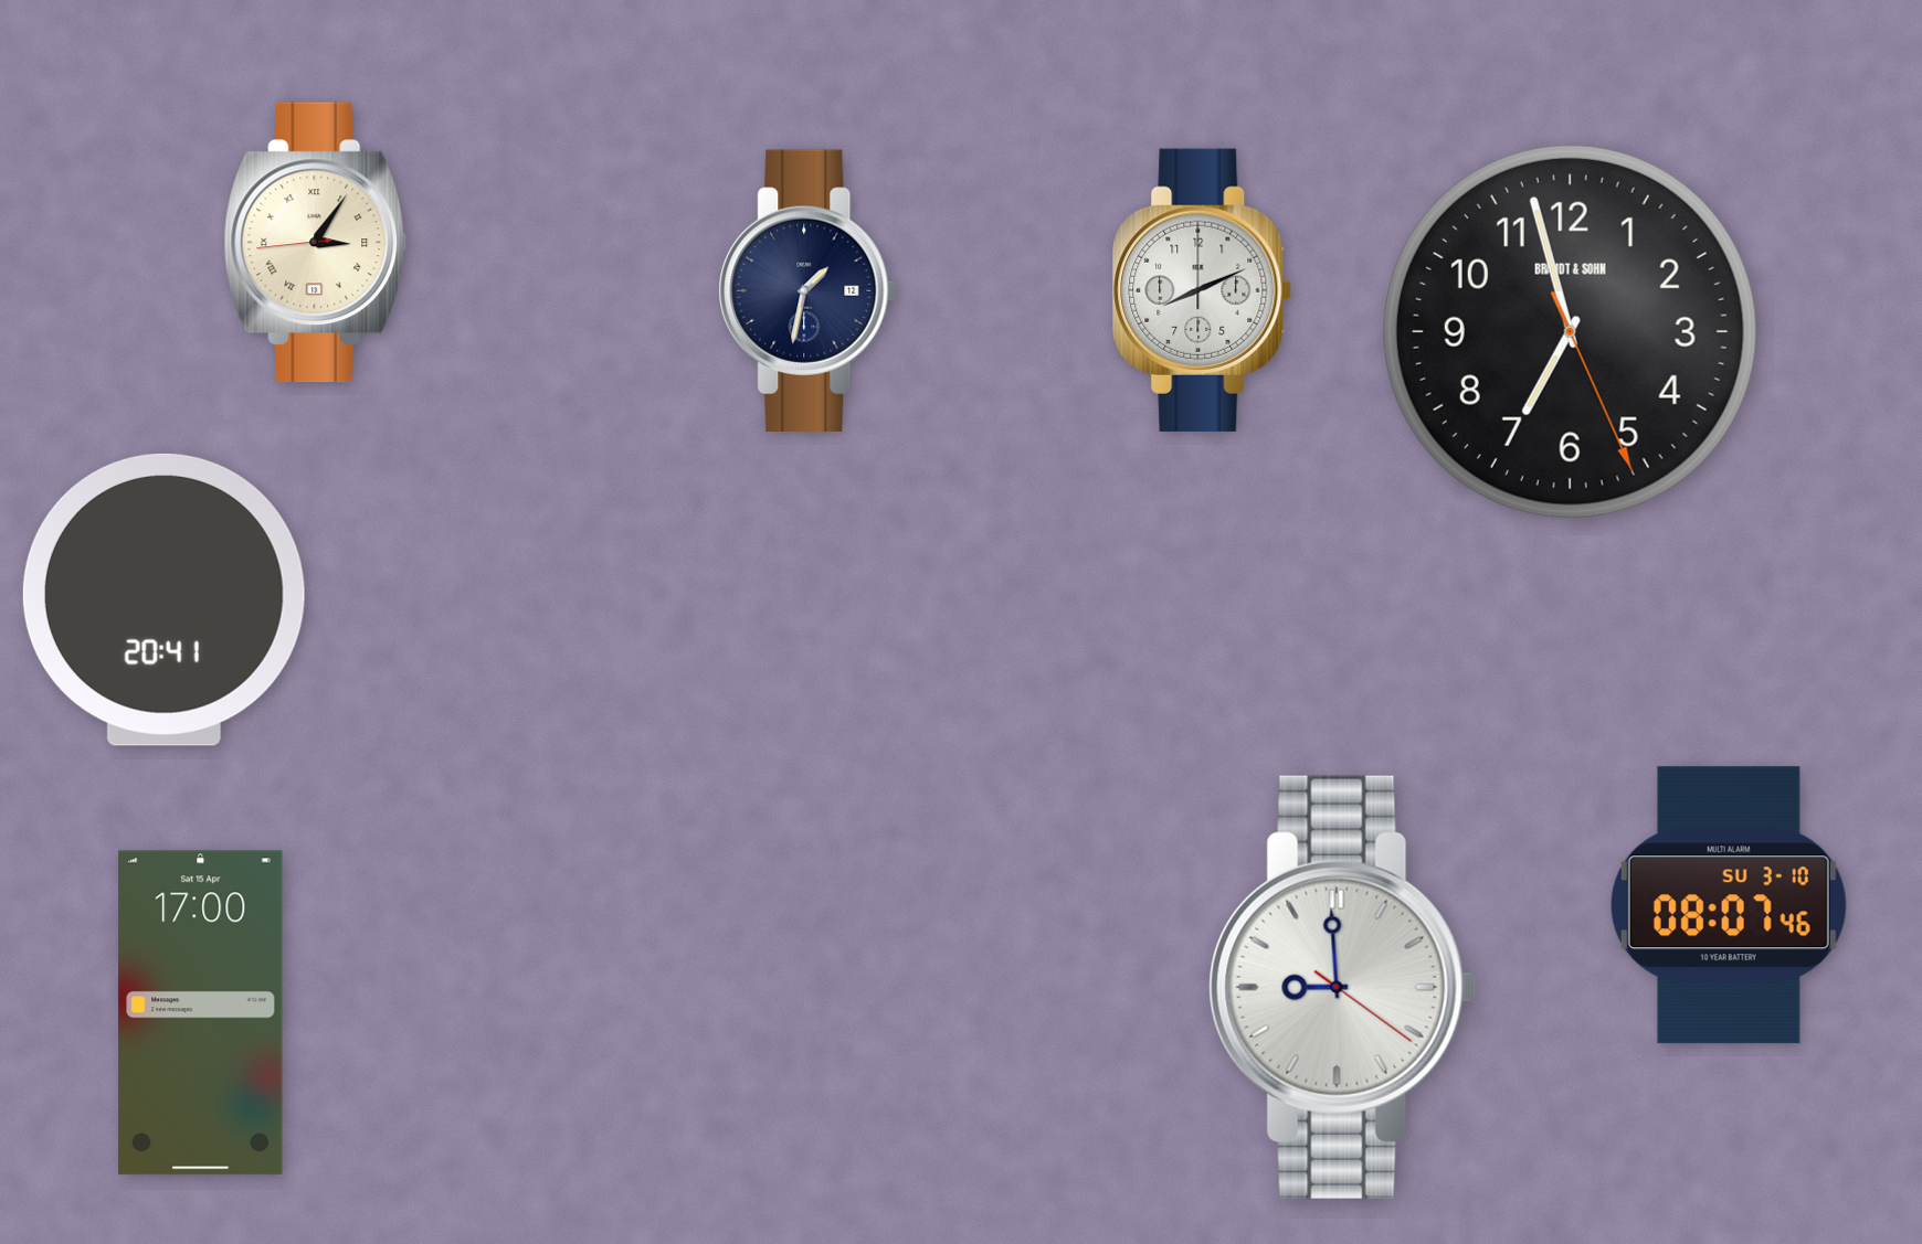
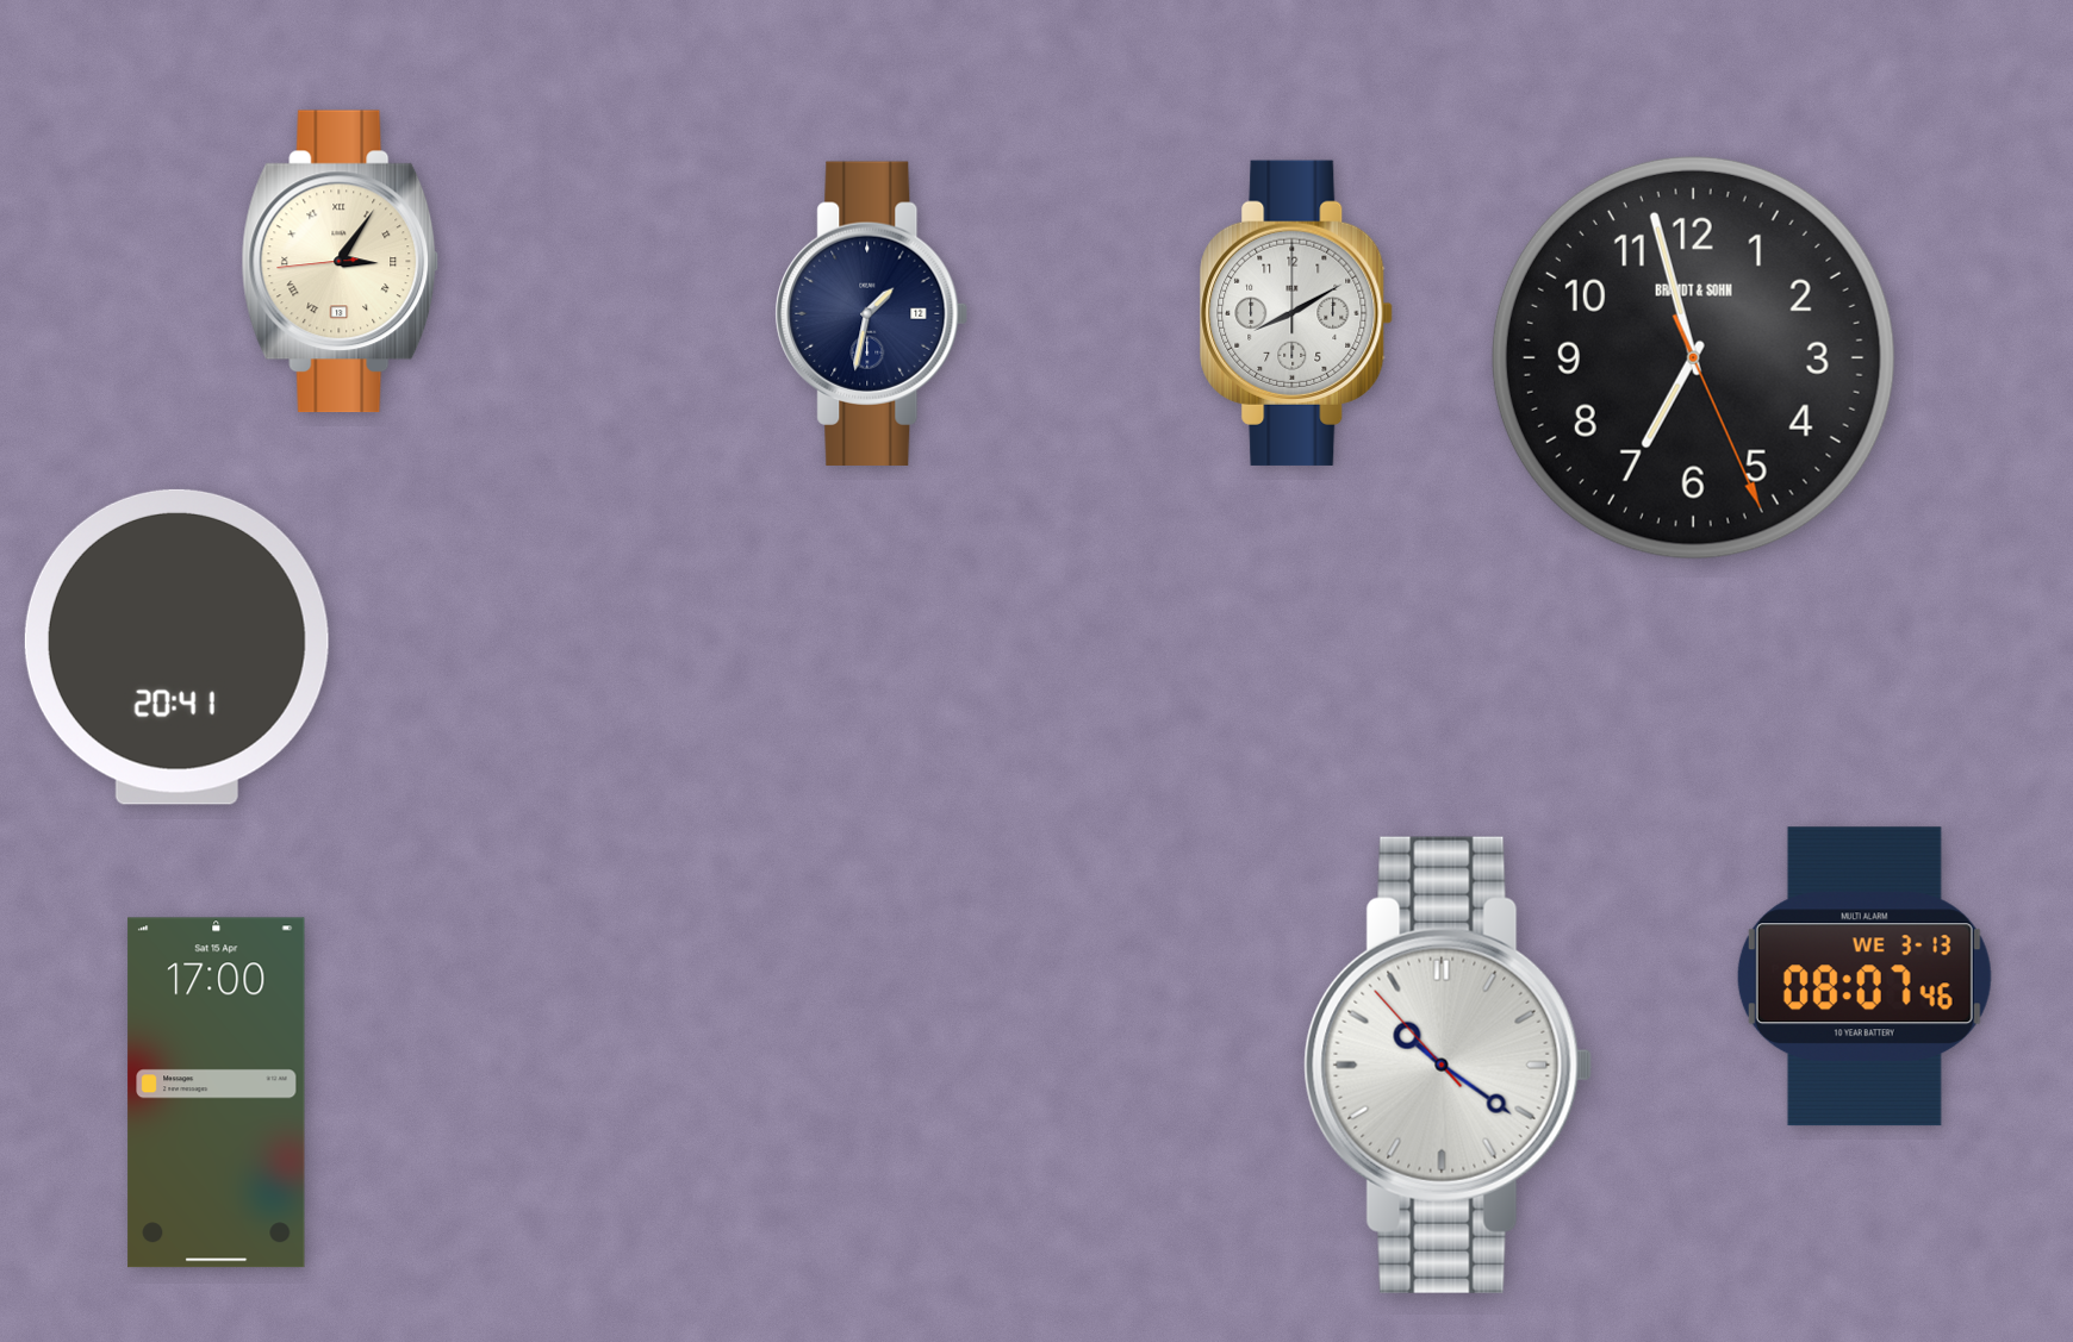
clock at (1202, 290): 8:11 -> 8:10
clock at (1729, 905) date: SU 3-10 -> WE 3-13
clock at (1343, 987): 8:59 -> 10:20
